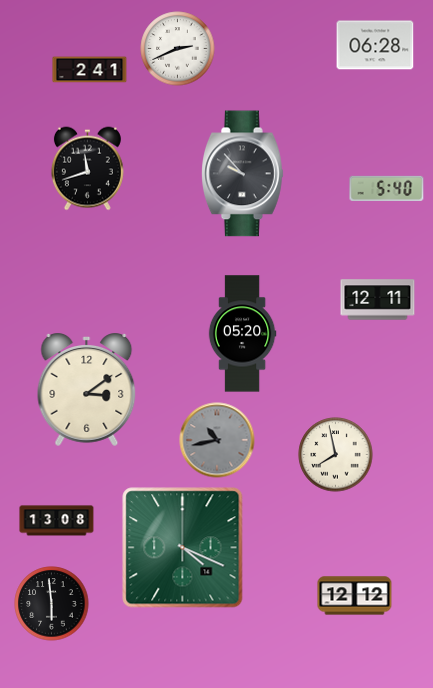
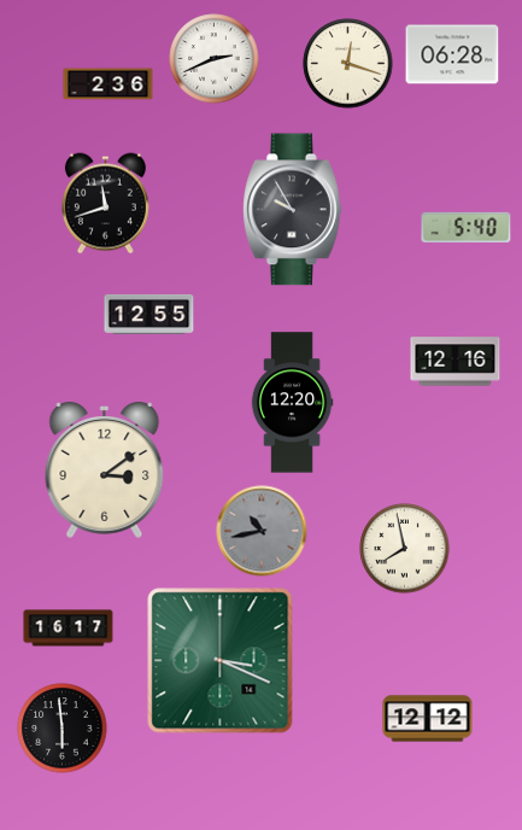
clock at (348, 64): none -> 12:18
clock at (90, 70): 2:41 -> 2:36
clock at (243, 174): 9:53 -> 9:55
clock at (149, 314): none -> 12:55
clock at (378, 300): 12:11 -> 12:16
clock at (242, 334): 05:20 -> 12:20
clock at (57, 521): 13:08 -> 16:17
clock at (183, 548): 4:19 -> 3:19
